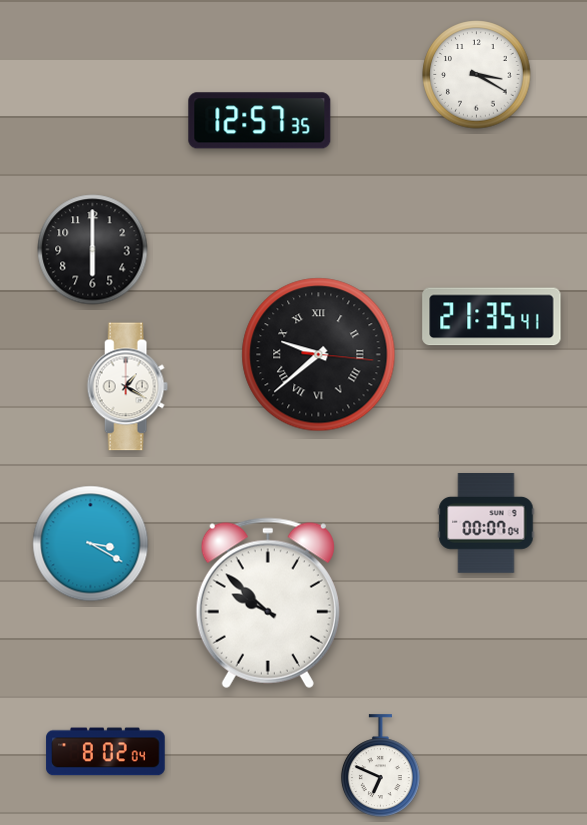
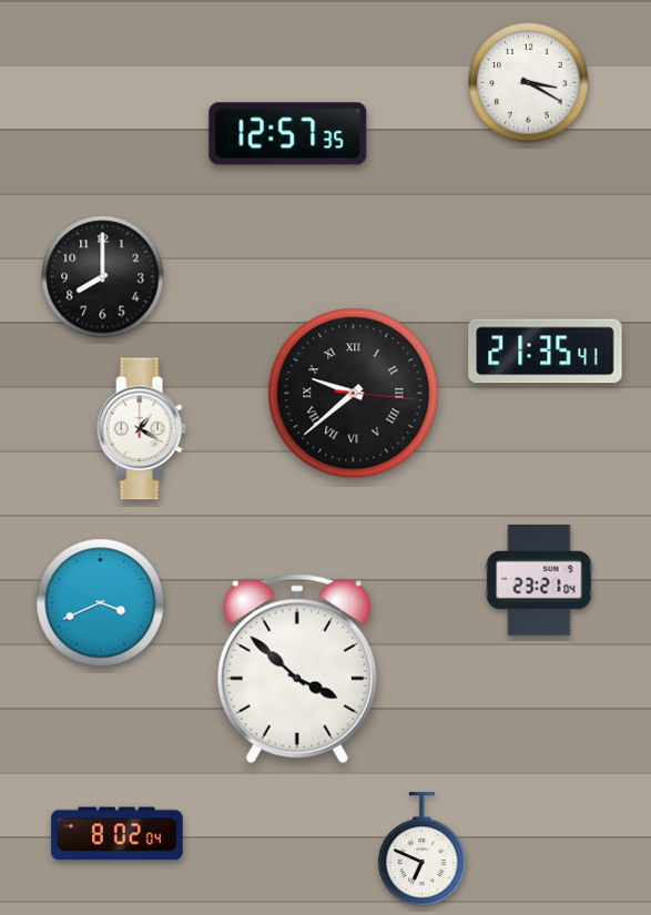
clock at (93, 250): 6:00 -> 8:00
clock at (486, 524): 00:07 -> 23:21
clock at (91, 544): 3:20 -> 3:41
clock at (268, 603): 9:52 -> 3:52
